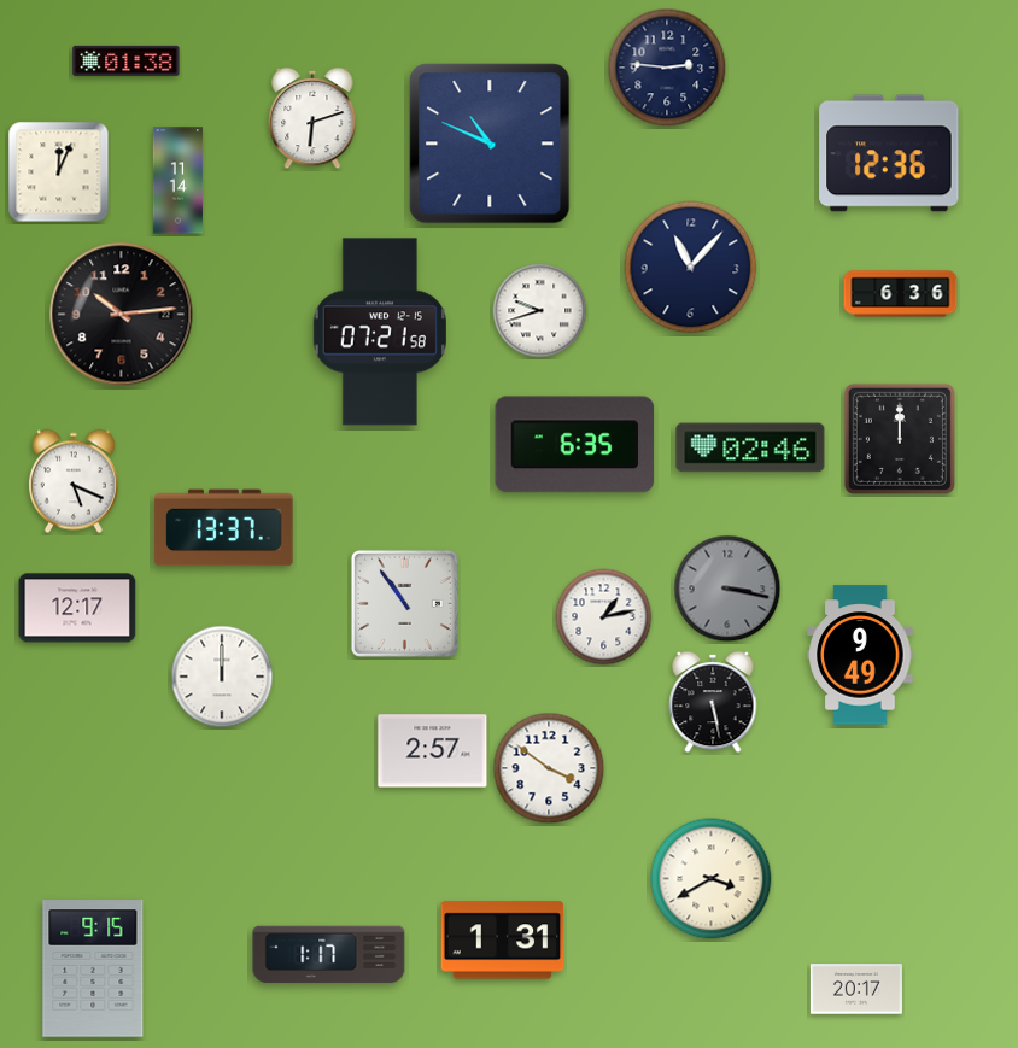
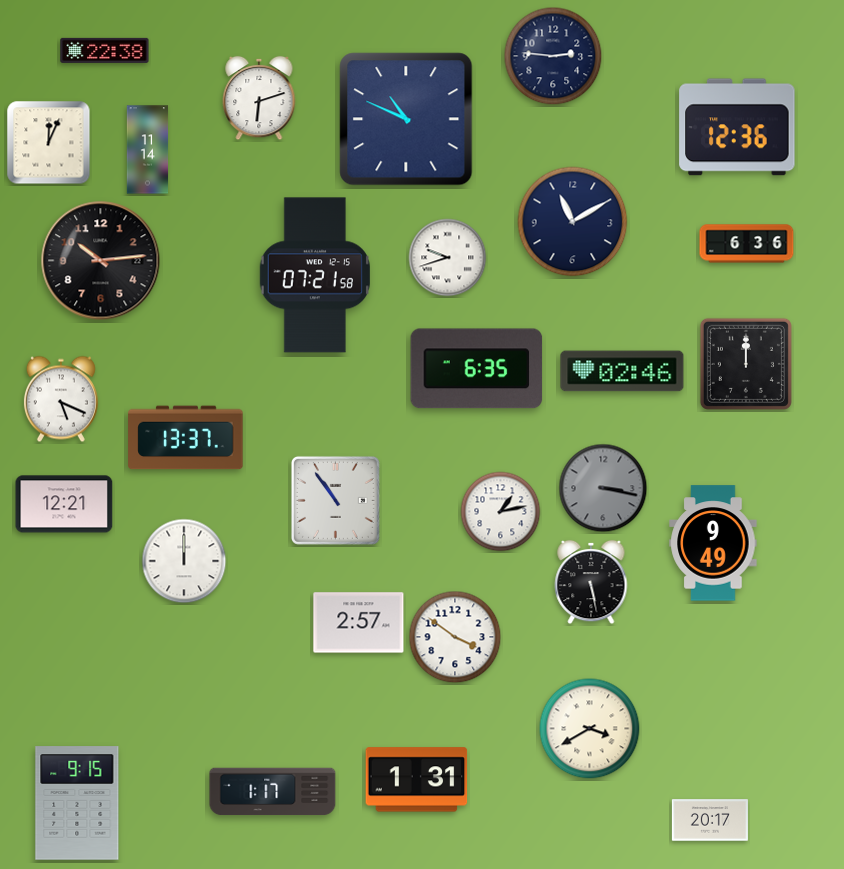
clock at (127, 60): 01:38 -> 22:38
clock at (691, 268): 11:07 -> 11:10
clock at (77, 608): 12:17 -> 12:21
